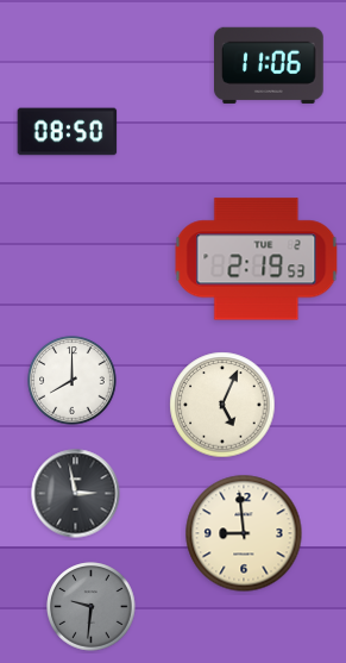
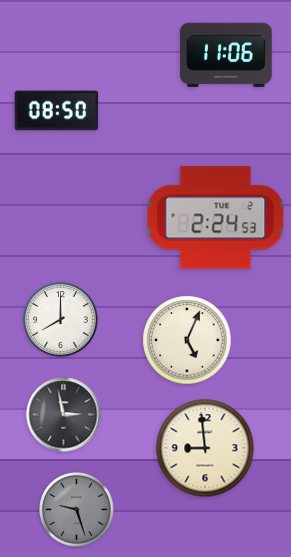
clock at (257, 259): 2:19 -> 2:24
clock at (92, 607): 9:31 -> 9:27
